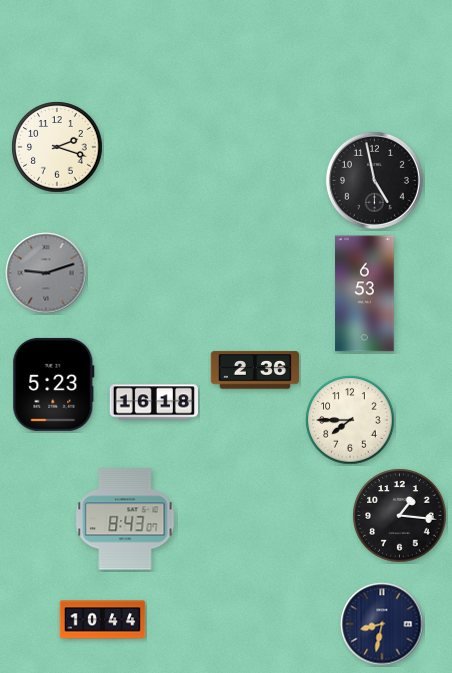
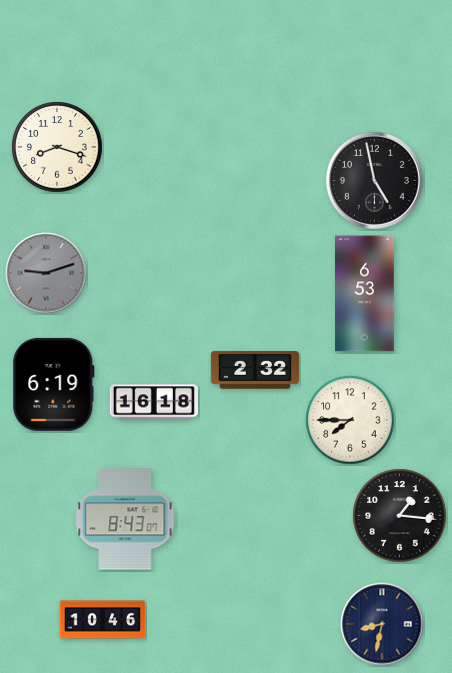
clock at (57, 147): 2:18 -> 8:18
clock at (255, 370): 2:36 -> 2:32
clock at (54, 384): 5:23 -> 6:19
clock at (103, 620): 10:44 -> 10:46
